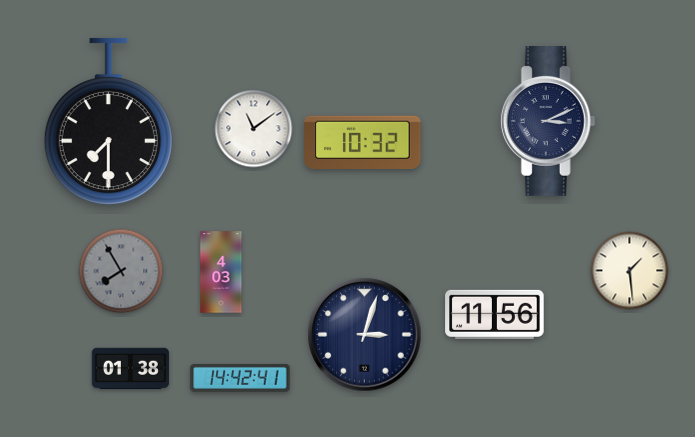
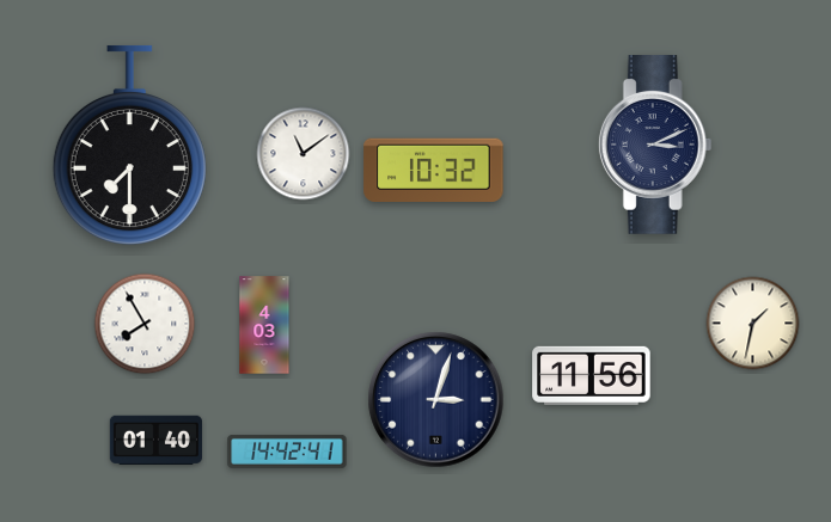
clock at (121, 271) dial: grey -> white
clock at (630, 271): 1:29 -> 1:32
clock at (130, 368): 01:38 -> 01:40
